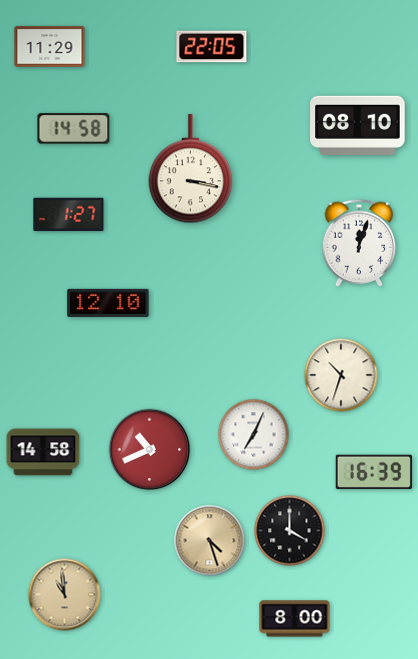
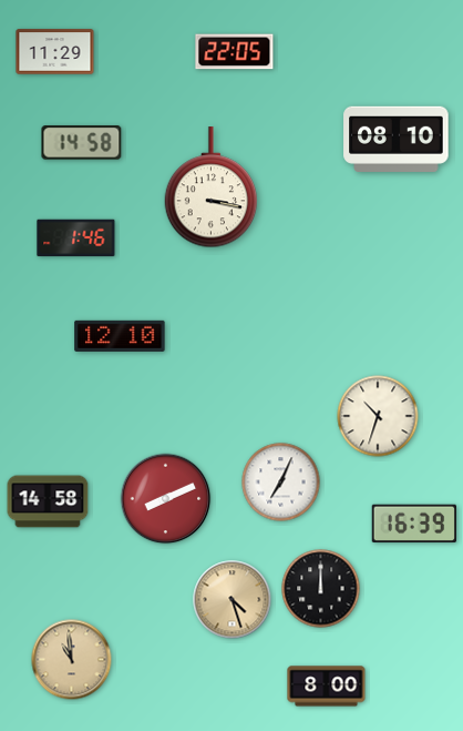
clock at (69, 215): 1:27 -> 1:46
clock at (359, 243): 12:03 -> none
clock at (150, 450): 10:41 -> 8:11
clock at (290, 531): 4:00 -> 12:00
